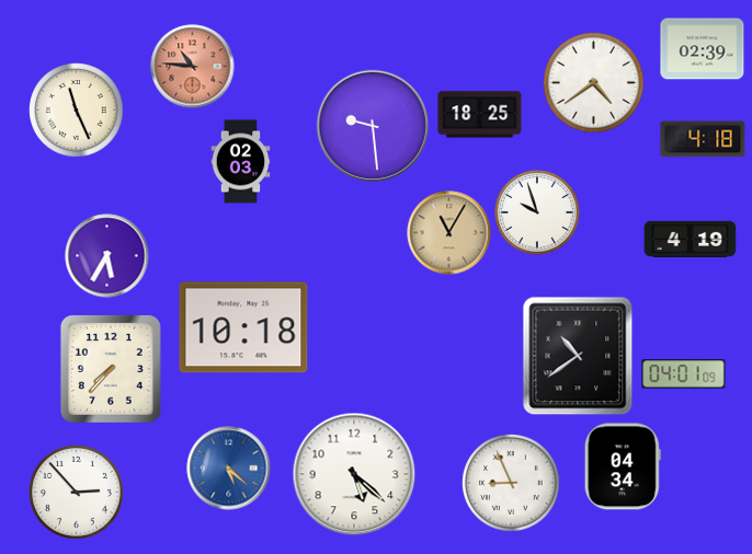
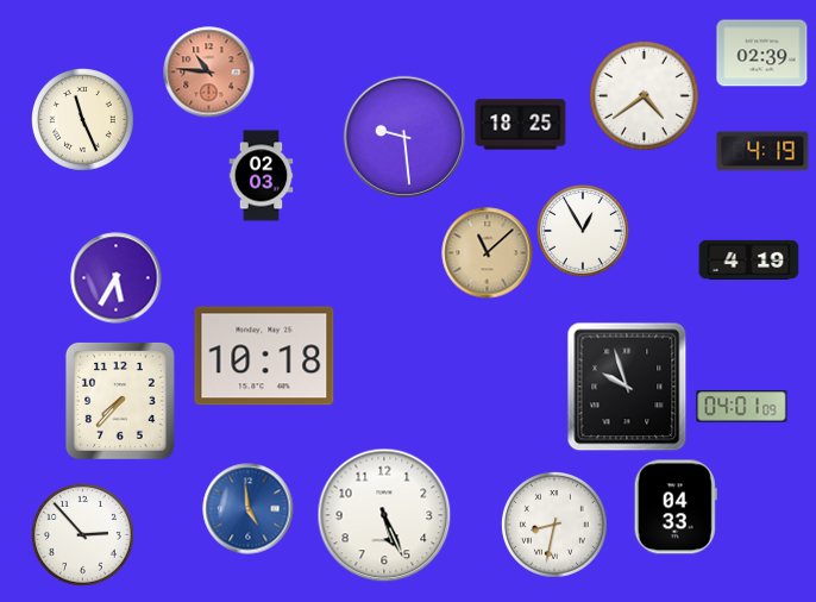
clock at (593, 82) position: (593, 82) -> (644, 95)
clock at (703, 139): 4:18 -> 4:19
clock at (537, 212): 9:57 -> 12:55
clock at (449, 233): 11:05 -> 11:08
clock at (578, 356): 10:39 -> 9:57
clock at (623, 466): 04:34 -> 04:33
clock at (229, 469): 5:22 -> 4:59
clock at (354, 474): 5:22 -> 5:26
clock at (512, 484): 8:56 -> 8:32
